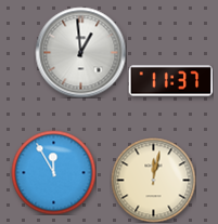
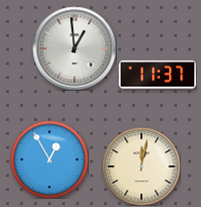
clock at (53, 172): 11:55 -> 12:55
